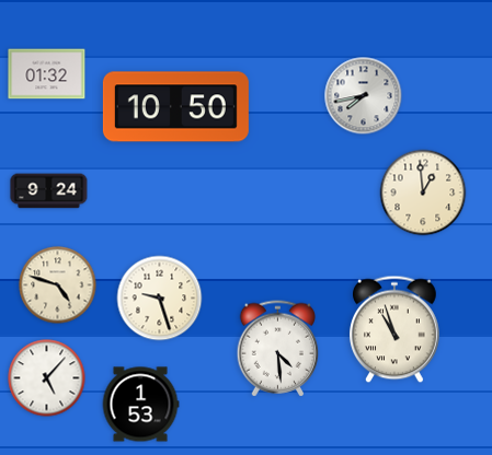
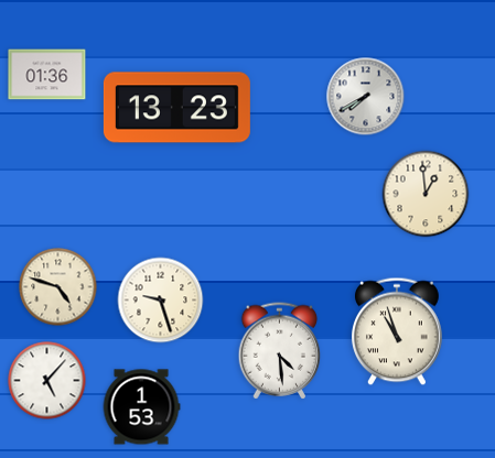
clock at (47, 74): 01:32 -> 01:36
clock at (364, 96): 7:43 -> 7:40
clock at (175, 107): 10:50 -> 13:23
clock at (49, 191): 9:24 -> none
